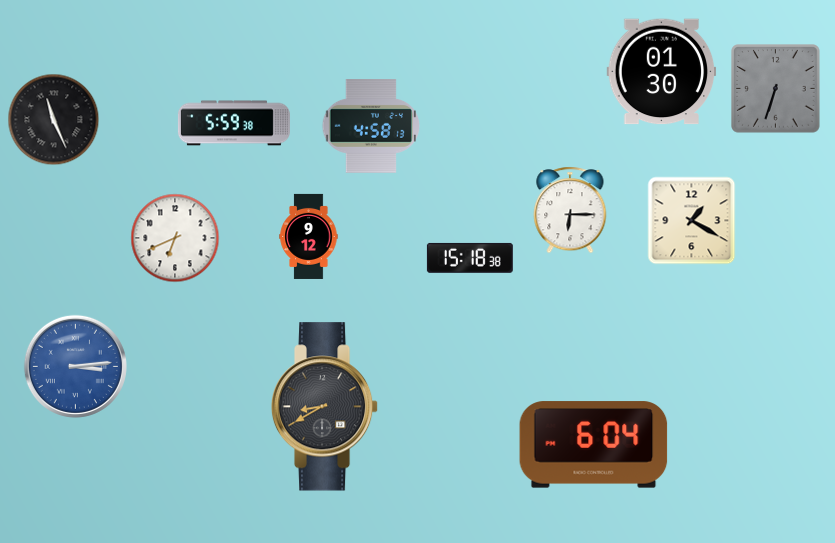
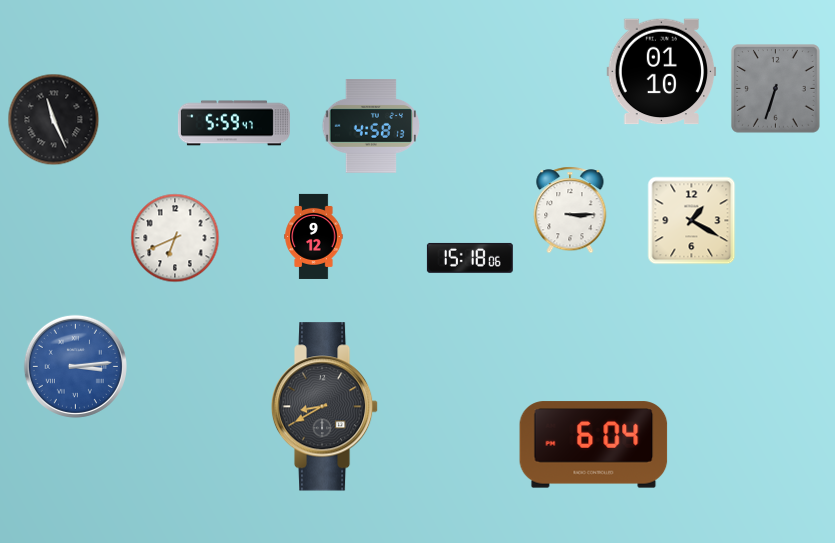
clock at (662, 72): 01:30 -> 01:10
clock at (234, 123): 5:59:38 -> 5:59:47
clock at (570, 210): 6:15 -> 3:15
clock at (309, 236) position: (309, 236) -> (314, 236)
clock at (470, 258): 15:18:38 -> 15:18:06
